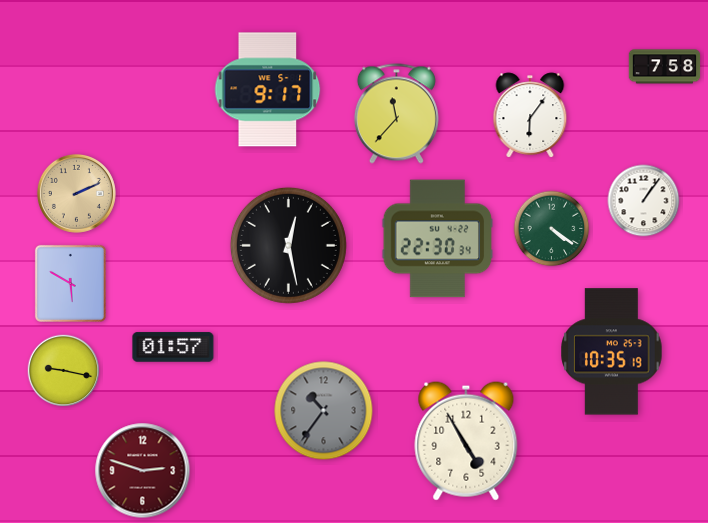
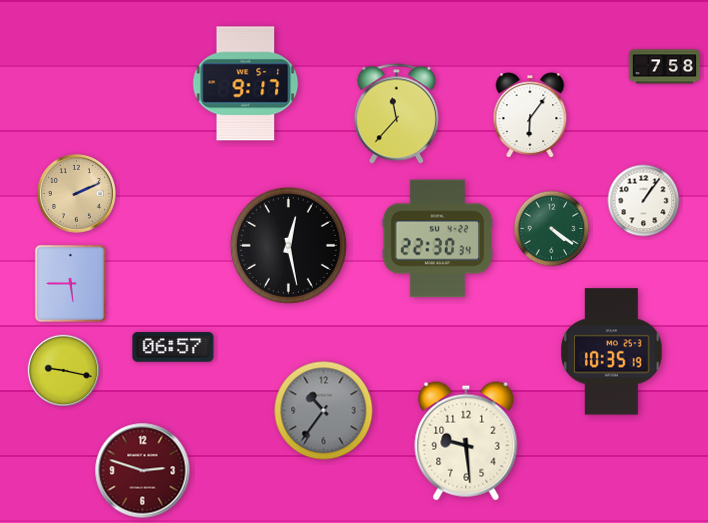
clock at (268, 90) position: (268, 90) -> (246, 84)
clock at (70, 283): 5:50 -> 5:45
clock at (173, 347): 01:57 -> 06:57
clock at (466, 441): 4:55 -> 9:29
